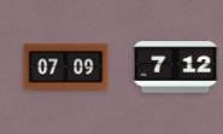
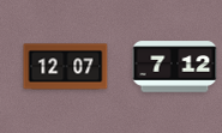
clock at (66, 68): 07:09 -> 12:07
